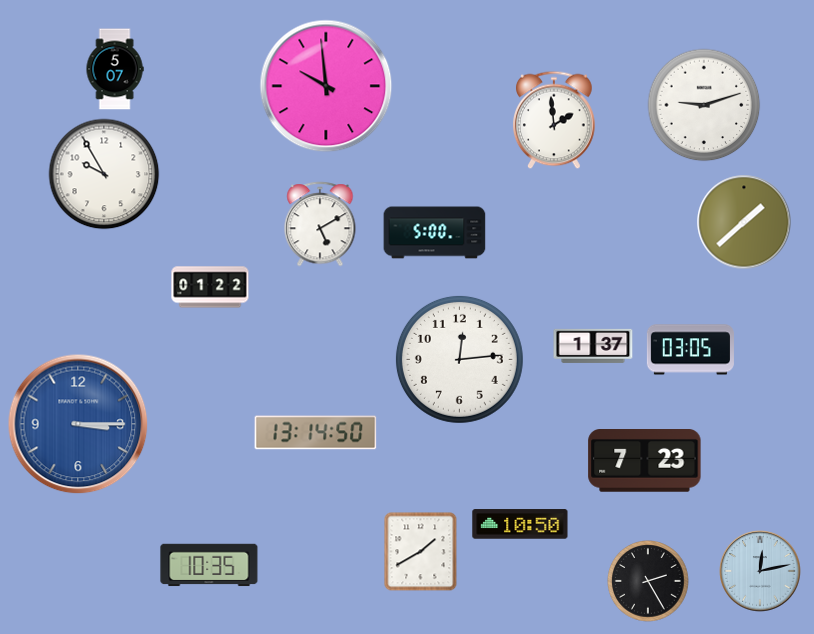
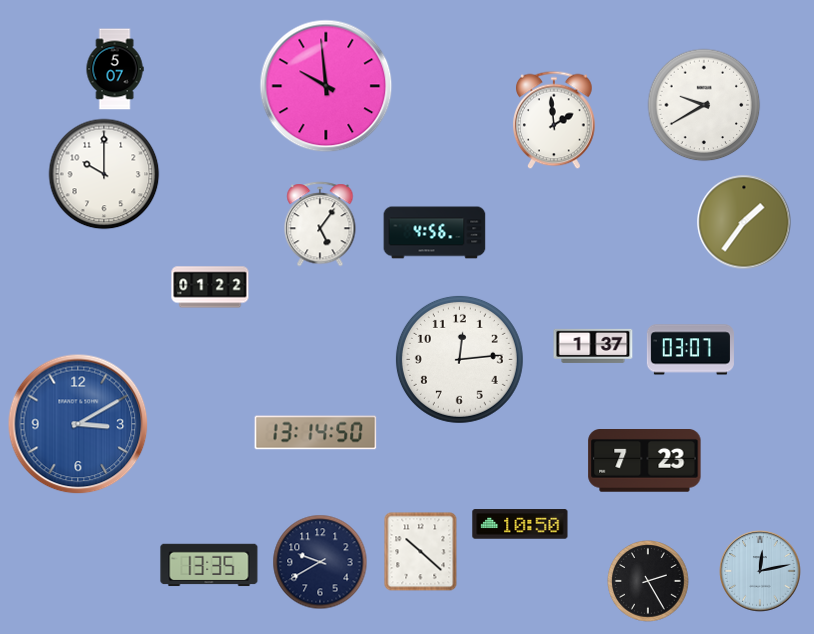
clock at (704, 105): 9:12 -> 9:40
clock at (104, 174): 9:55 -> 10:00
clock at (744, 222): 1:38 -> 1:36
clock at (320, 224): 5:10 -> 5:06
clock at (435, 233): 5:00 -> 4:56
clock at (690, 350): 03:05 -> 03:07
clock at (78, 424): 3:15 -> 3:10
clock at (421, 552): 1:40 -> 10:22
clock at (320, 562): none -> 9:40
clock at (209, 565): 10:35 -> 13:35
